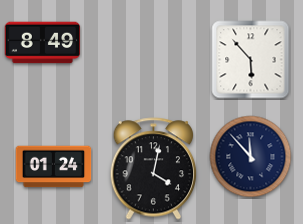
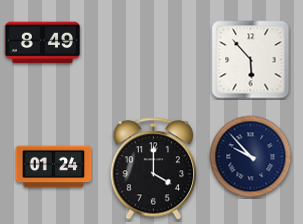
clock at (251, 157): 11:53 -> 9:53
clock at (154, 169): 4:02 -> 4:00
